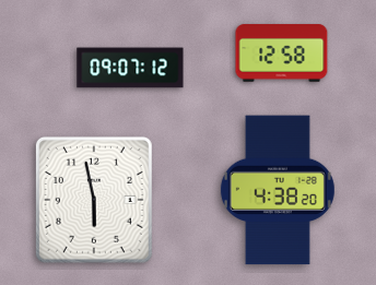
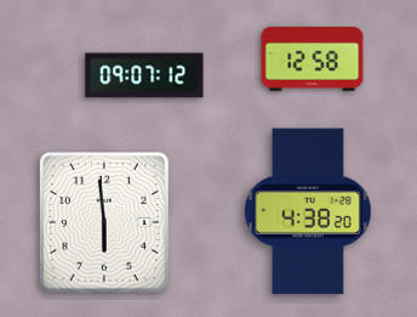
clock at (94, 200): 5:58 -> 5:59
